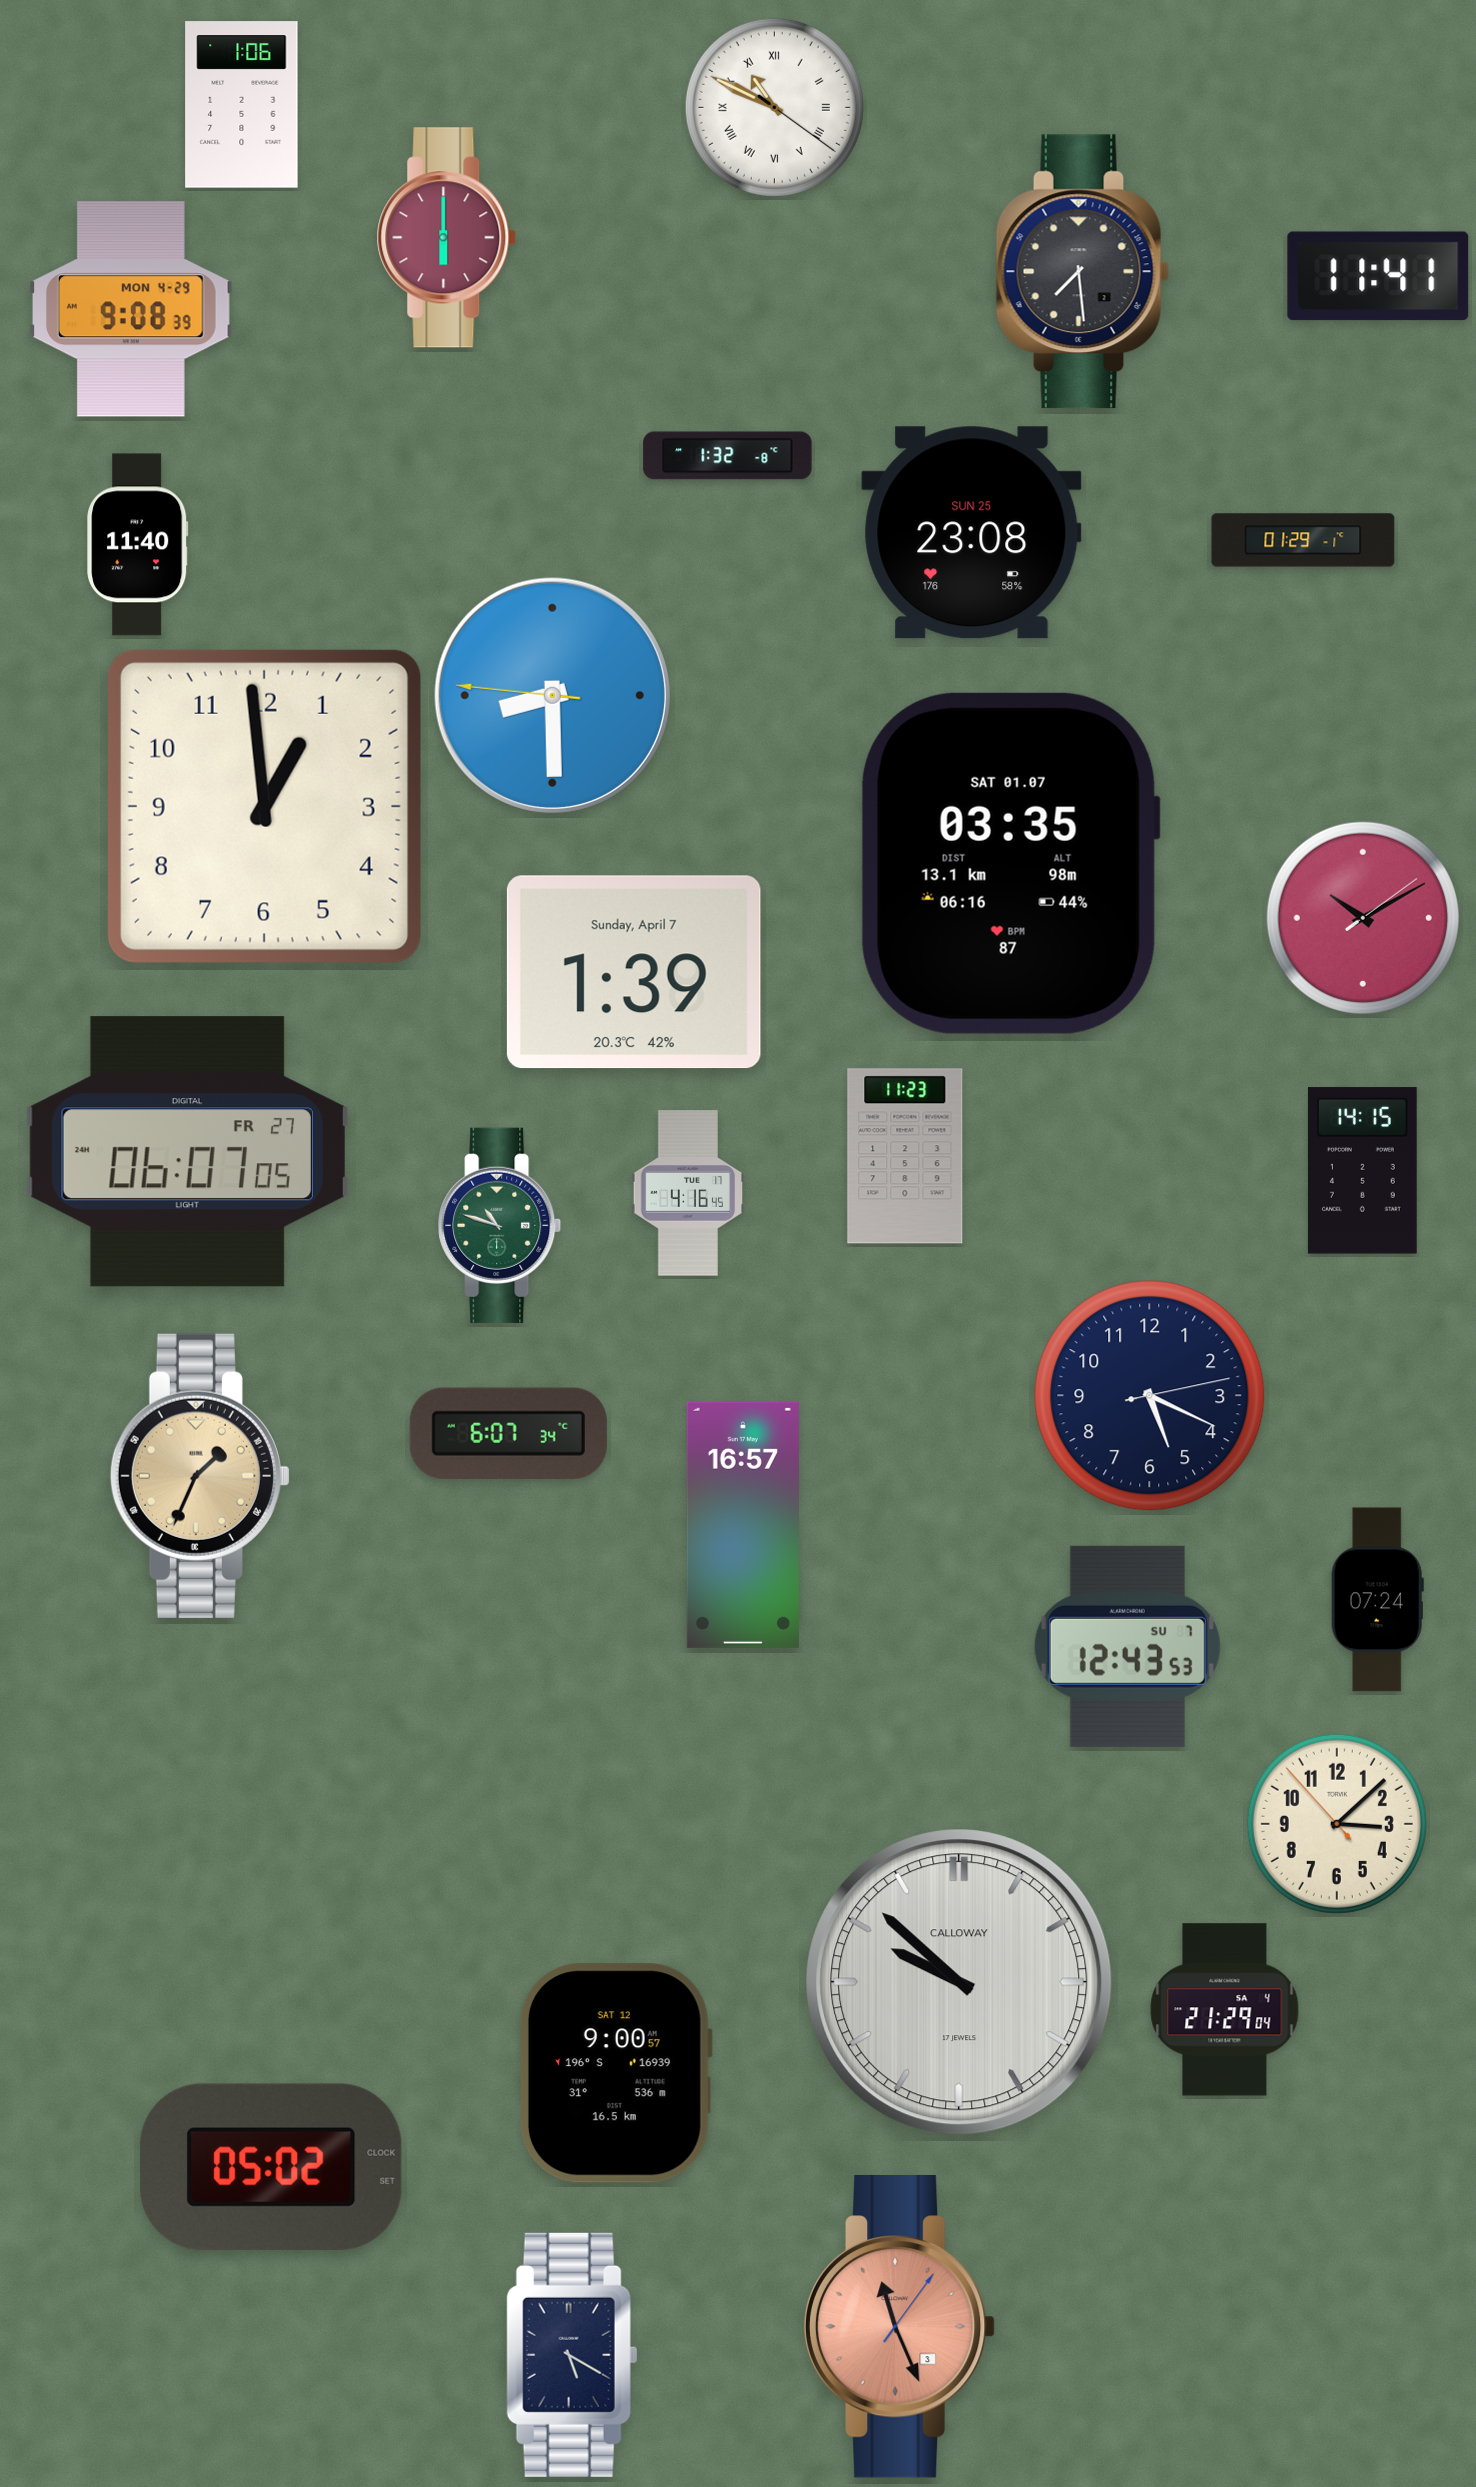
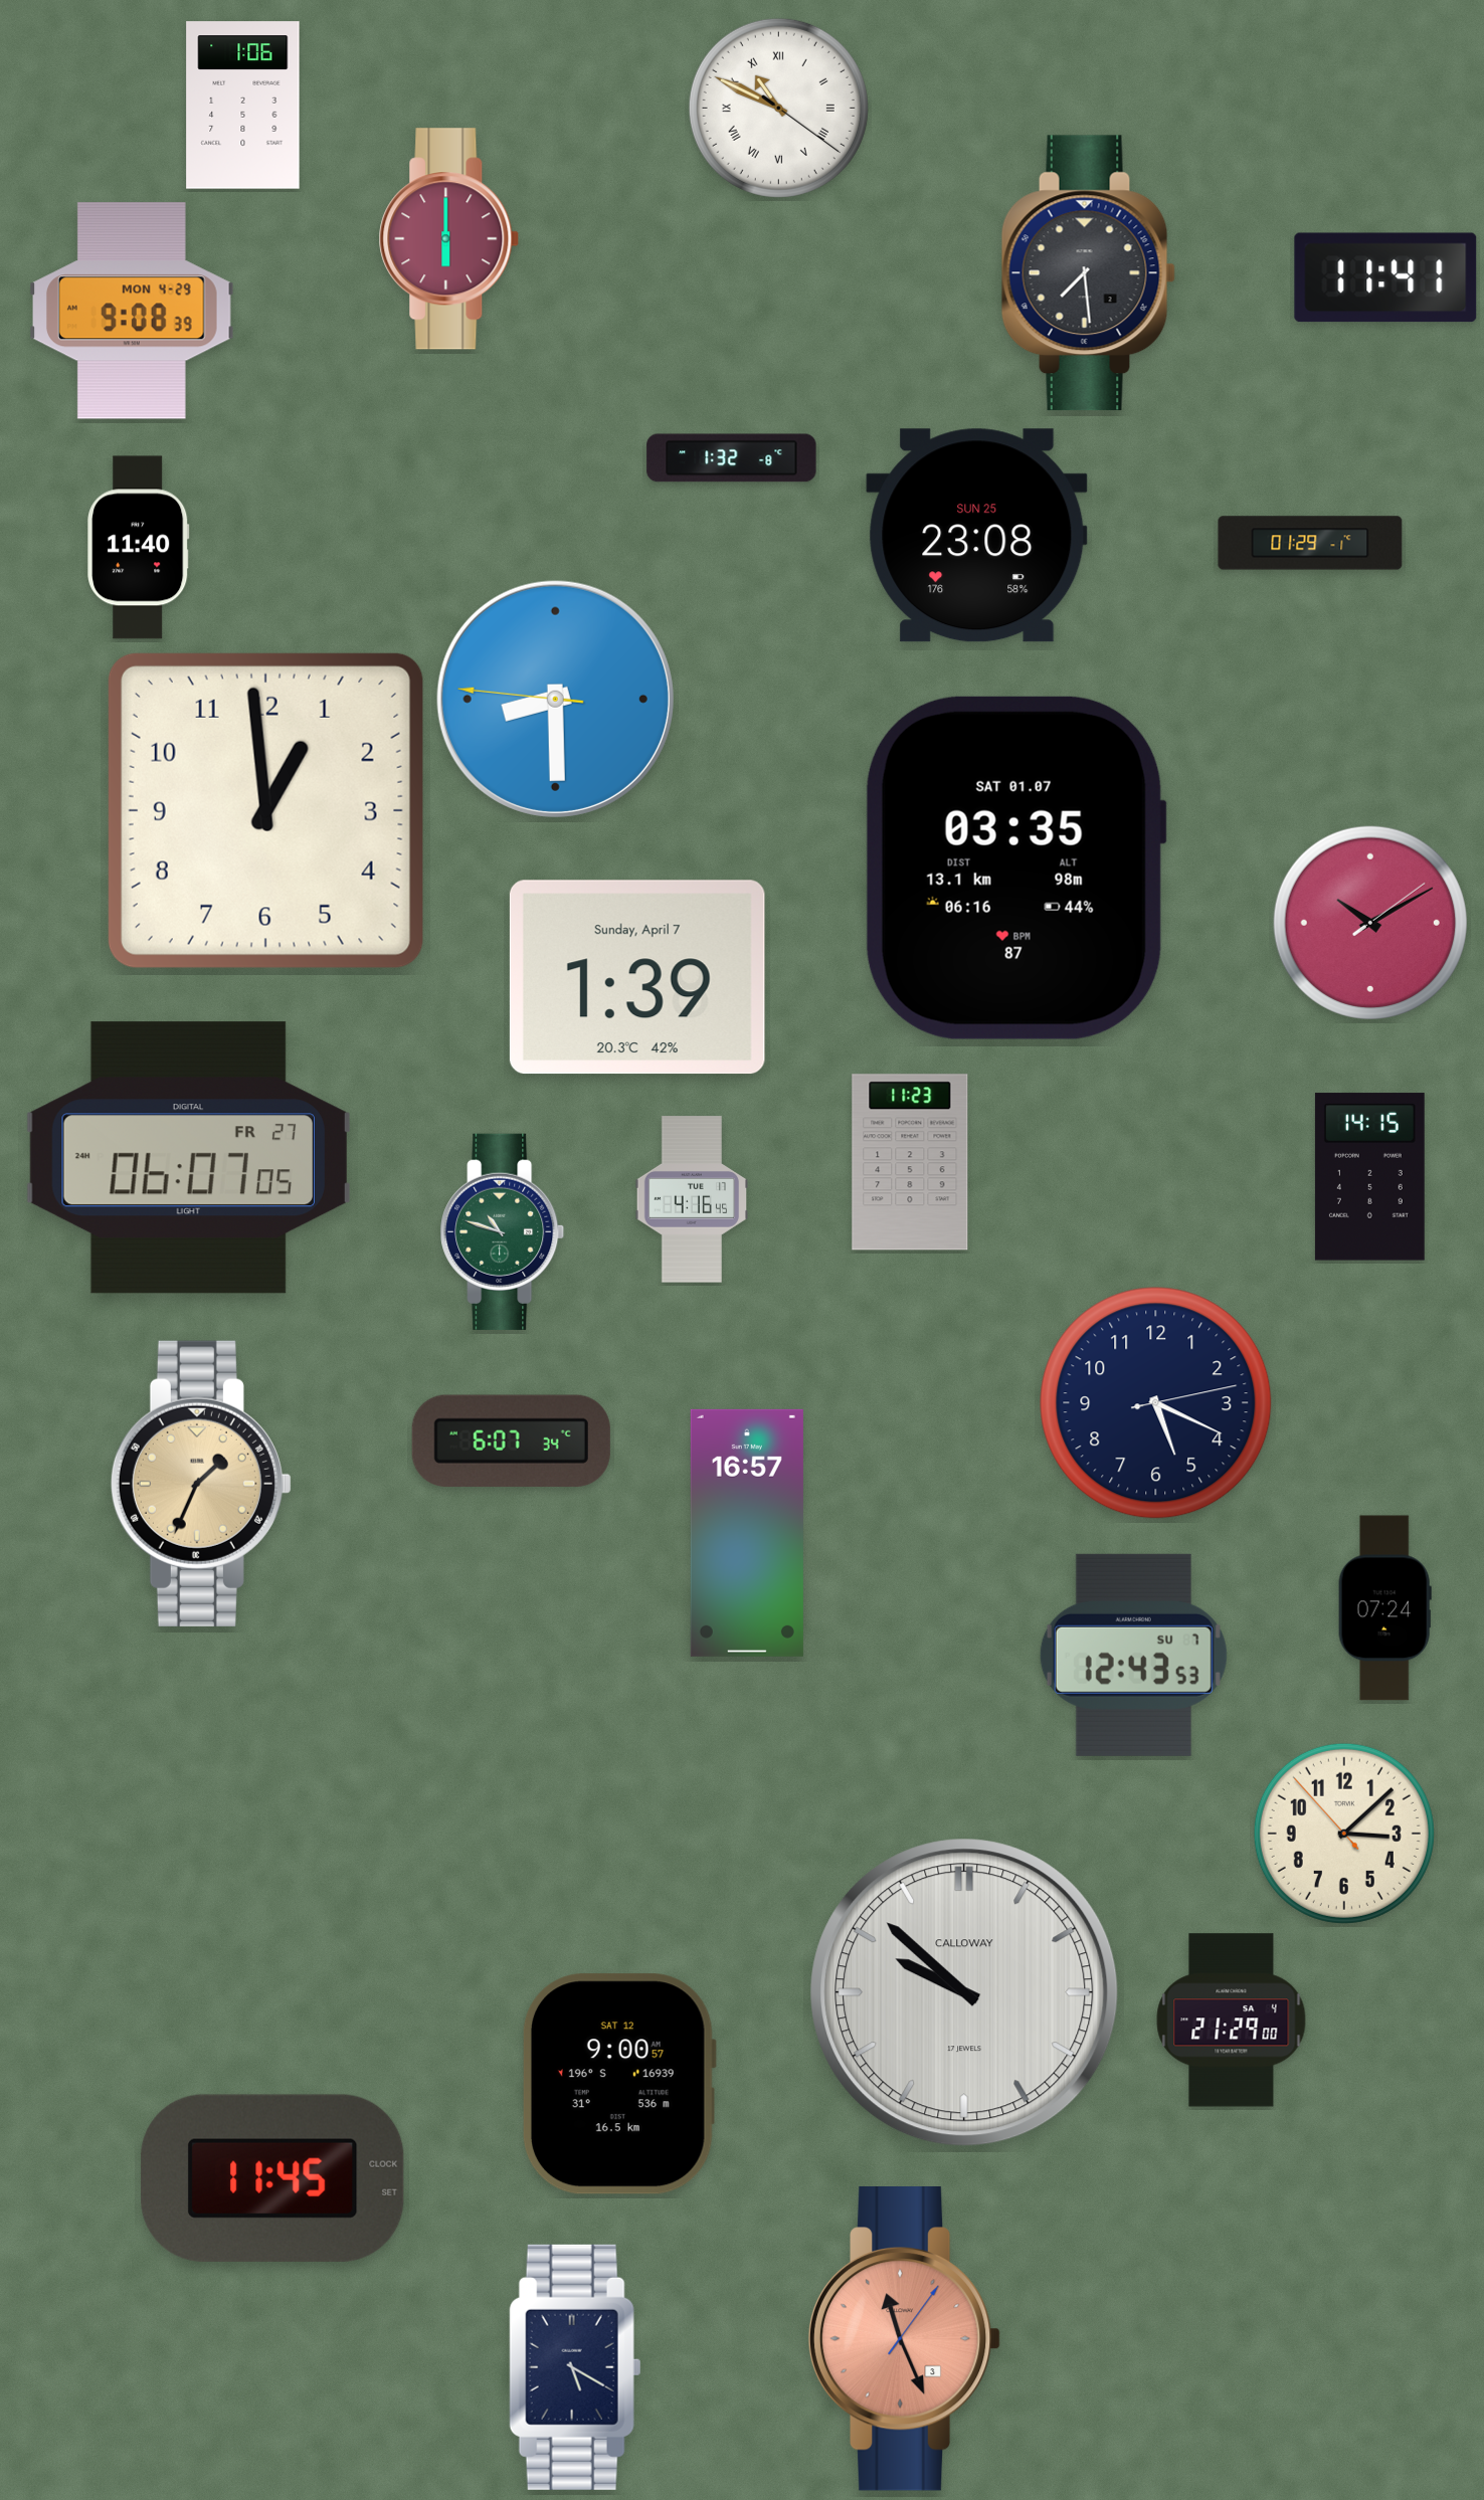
clock at (1225, 2010): 21:29:04 -> 21:29:00
clock at (271, 2167): 05:02 -> 11:45
